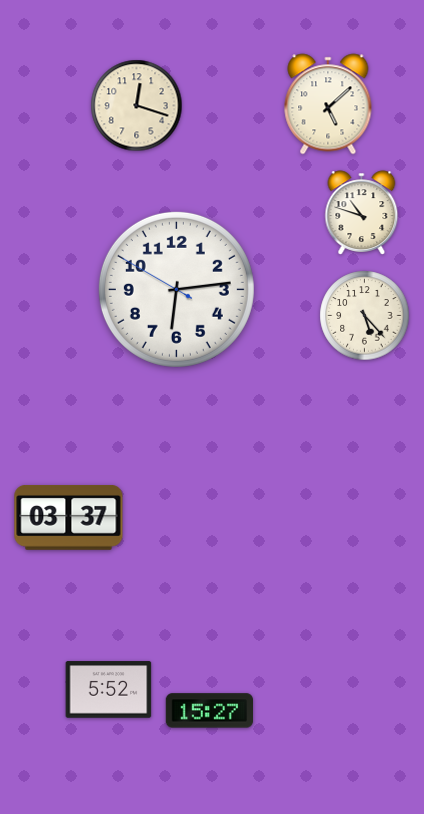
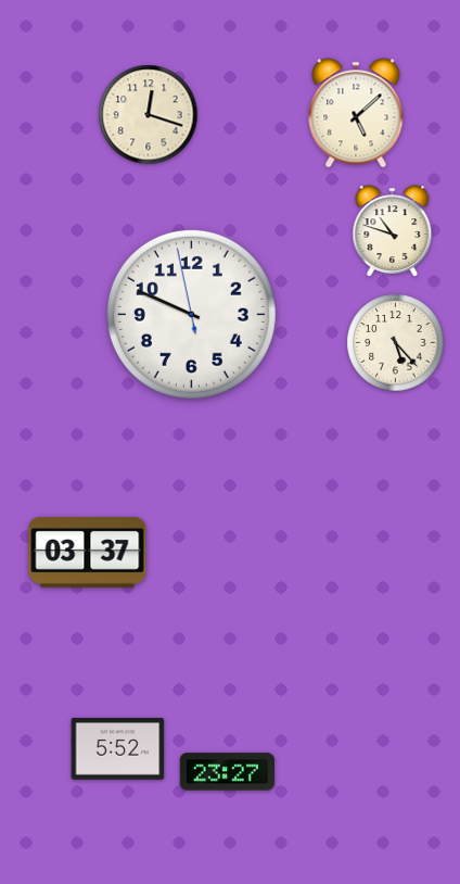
clock at (176, 289): 6:13 -> 9:48
clock at (69, 518) position: (69, 518) -> (88, 553)
clock at (209, 711): 15:27 -> 23:27
